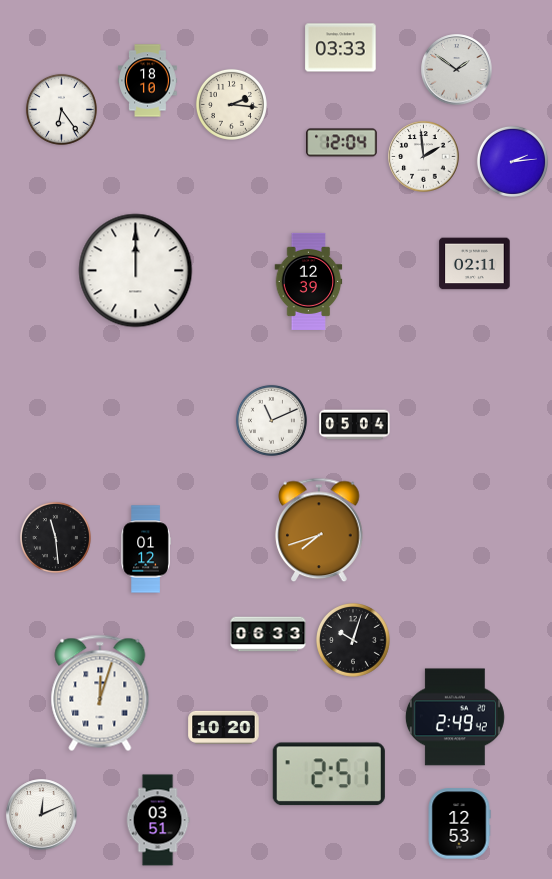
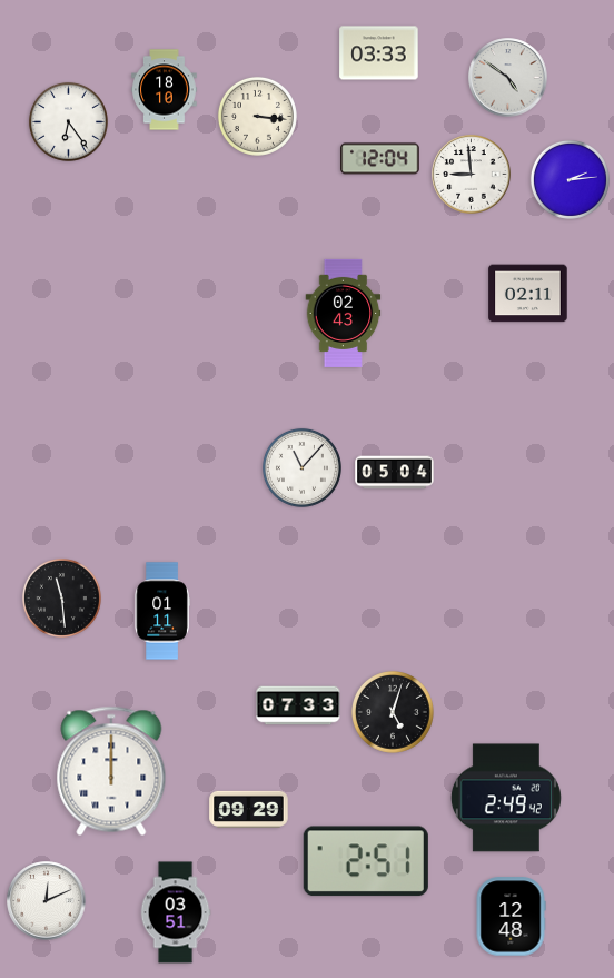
clock at (457, 70): 1:51 -> 4:51
clock at (231, 104): 2:16 -> 3:16
clock at (424, 157): 1:59 -> 8:59
clock at (136, 271): 12:00 -> none
clock at (309, 281): 12:39 -> 02:43
clock at (271, 420): 11:11 -> 11:07
clock at (319, 530): 7:42 -> none
clock at (146, 549): 01:12 -> 01:11
clock at (268, 634): 06:33 -> 07:33
clock at (354, 641): 10:03 -> 5:03
clock at (100, 693): 12:03 -> 12:00
clock at (224, 727): 10:20 -> 09:29
clock at (42, 815) position: (42, 815) -> (47, 901)
clock at (459, 824): 12:53 -> 12:48
